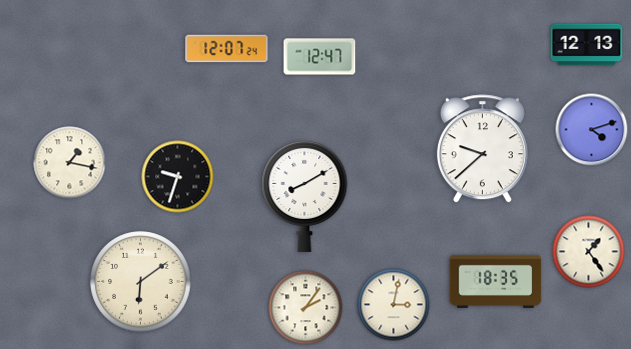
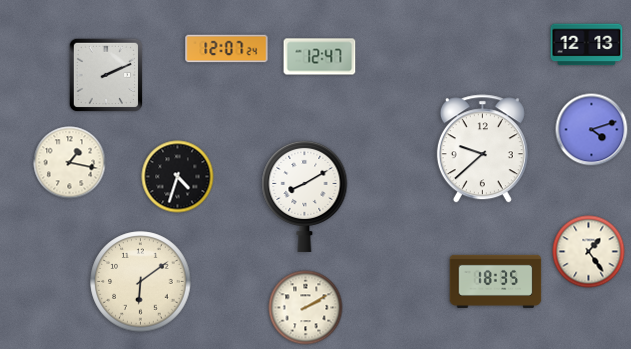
clock at (106, 75): none -> 2:11
clock at (178, 177): 9:33 -> 4:33
clock at (394, 305): 3:02 -> none
clock at (306, 308): 2:06 -> 2:10
